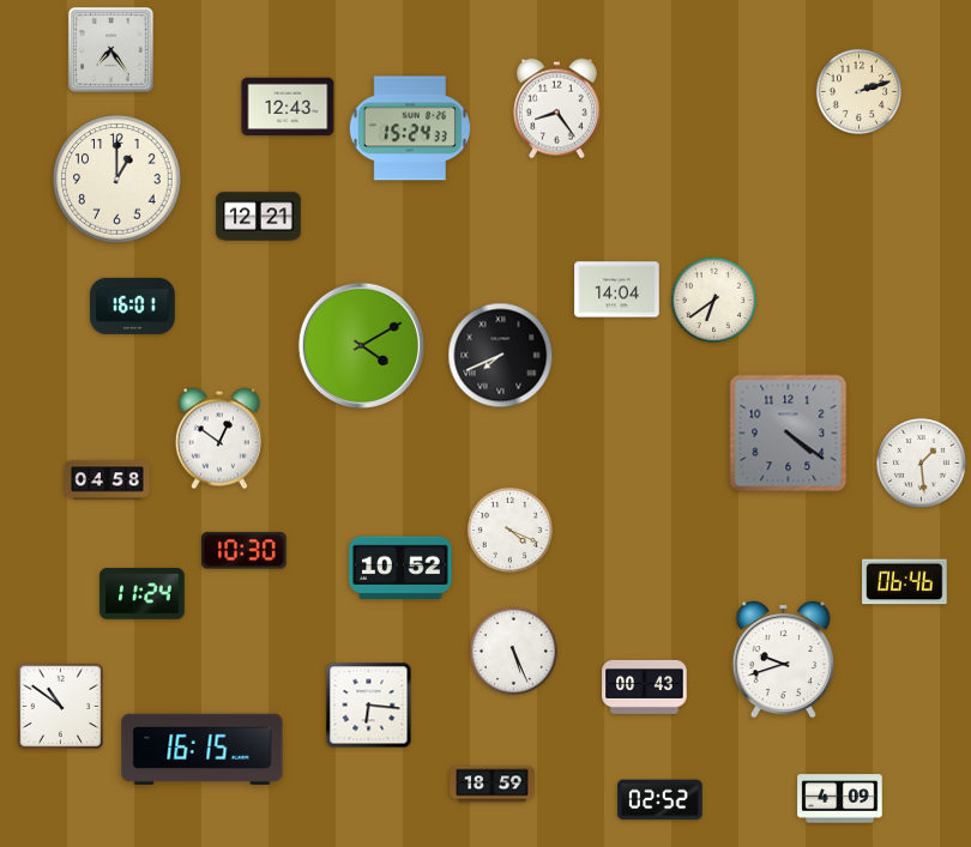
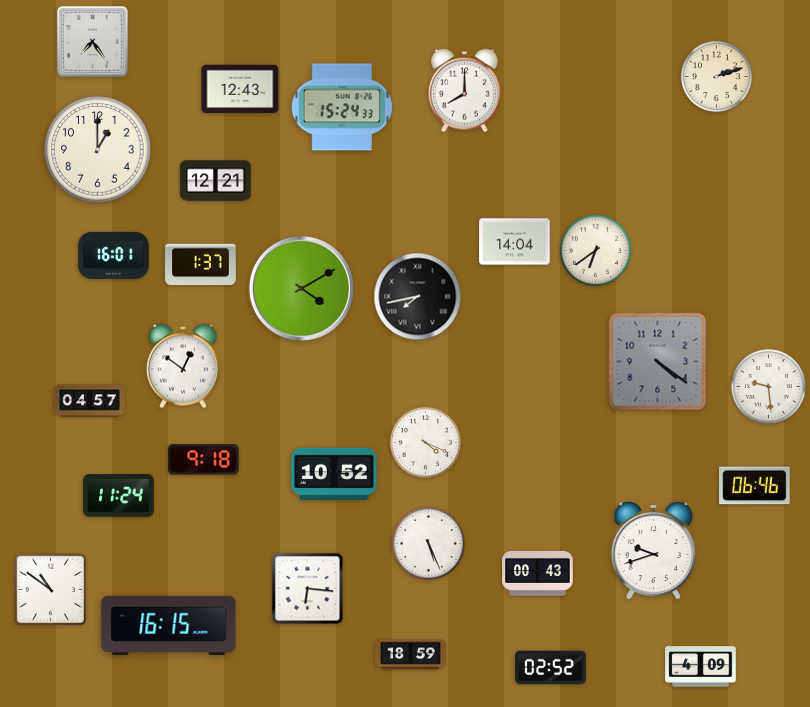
clock at (556, 109): 8:24 -> 8:00
clock at (133, 305) position: (133, 305) -> (114, 255)
clock at (201, 264): none -> 1:37
clock at (501, 356): 7:41 -> 7:43
clock at (922, 464): 1:29 -> 9:29
clock at (108, 480): 04:58 -> 04:57
clock at (245, 551): 10:30 -> 9:18
